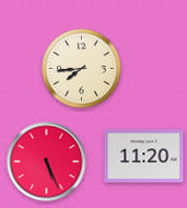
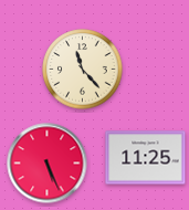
clock at (82, 69): 7:44 -> 11:23
clock at (144, 157): 11:20 -> 11:25
